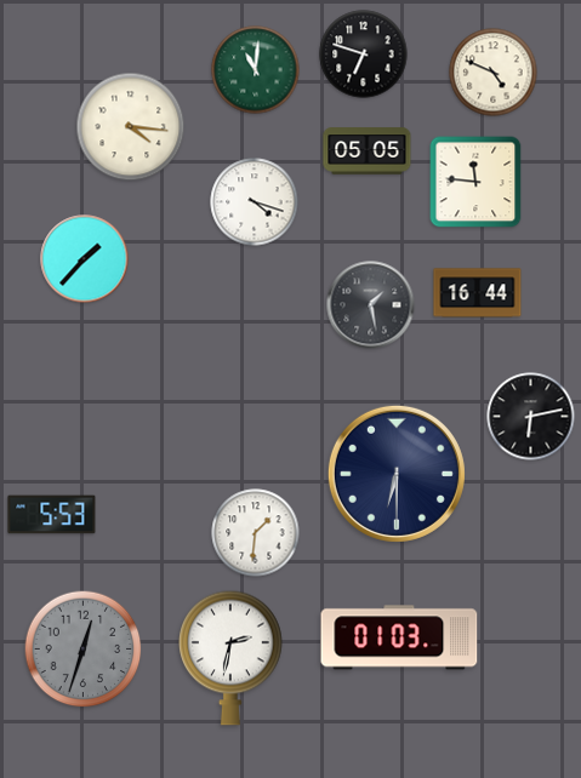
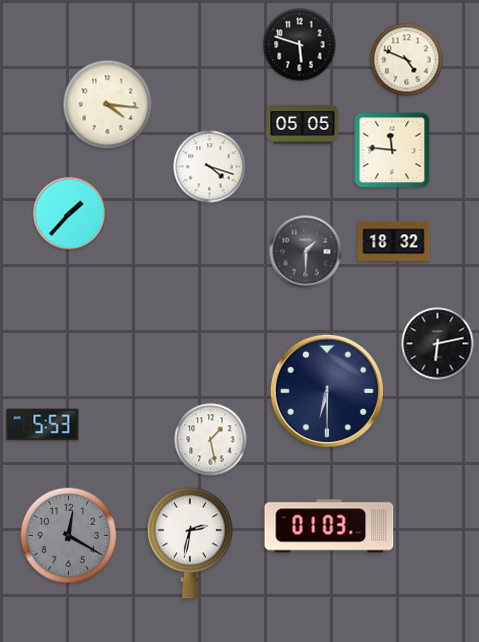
clock at (364, 55): 6:48 -> 5:48
clock at (256, 70): 11:01 -> none
clock at (478, 293): 16:44 -> 18:32
clock at (371, 305): 1:28 -> 1:30
clock at (256, 533): 1:31 -> 1:28
clock at (84, 650): 12:33 -> 12:20
